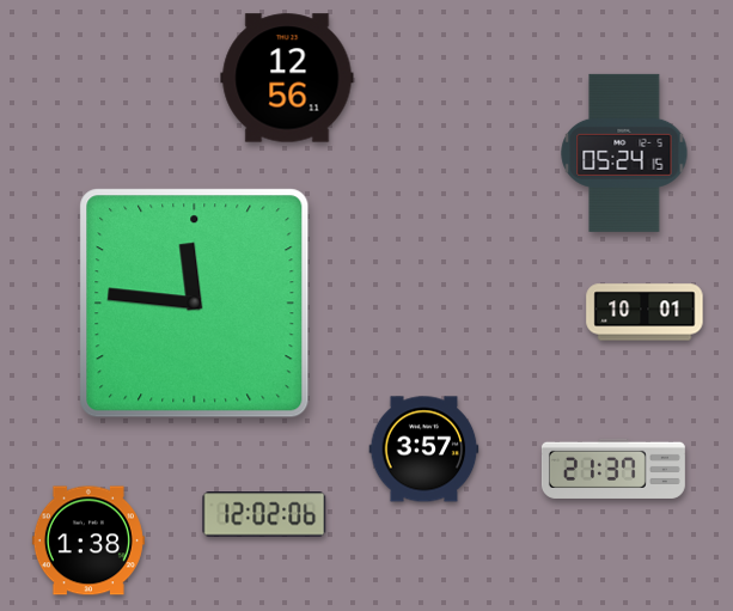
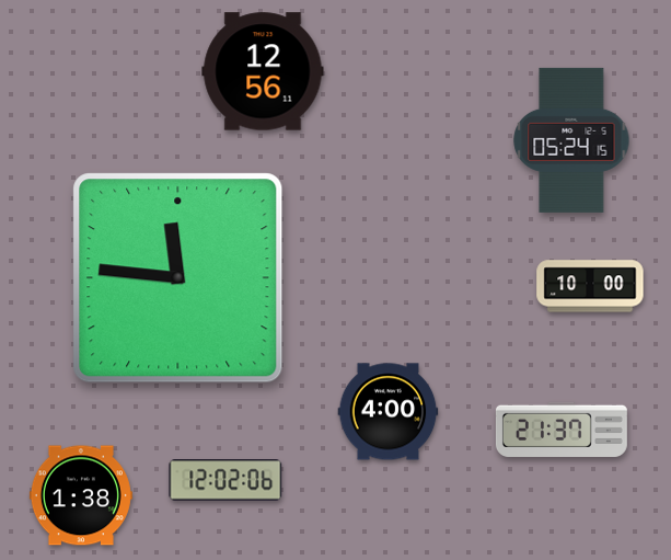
clock at (645, 312): 10:01 -> 10:00
clock at (424, 450): 3:57 -> 4:00
clock at (264, 514) position: (264, 514) -> (225, 480)
